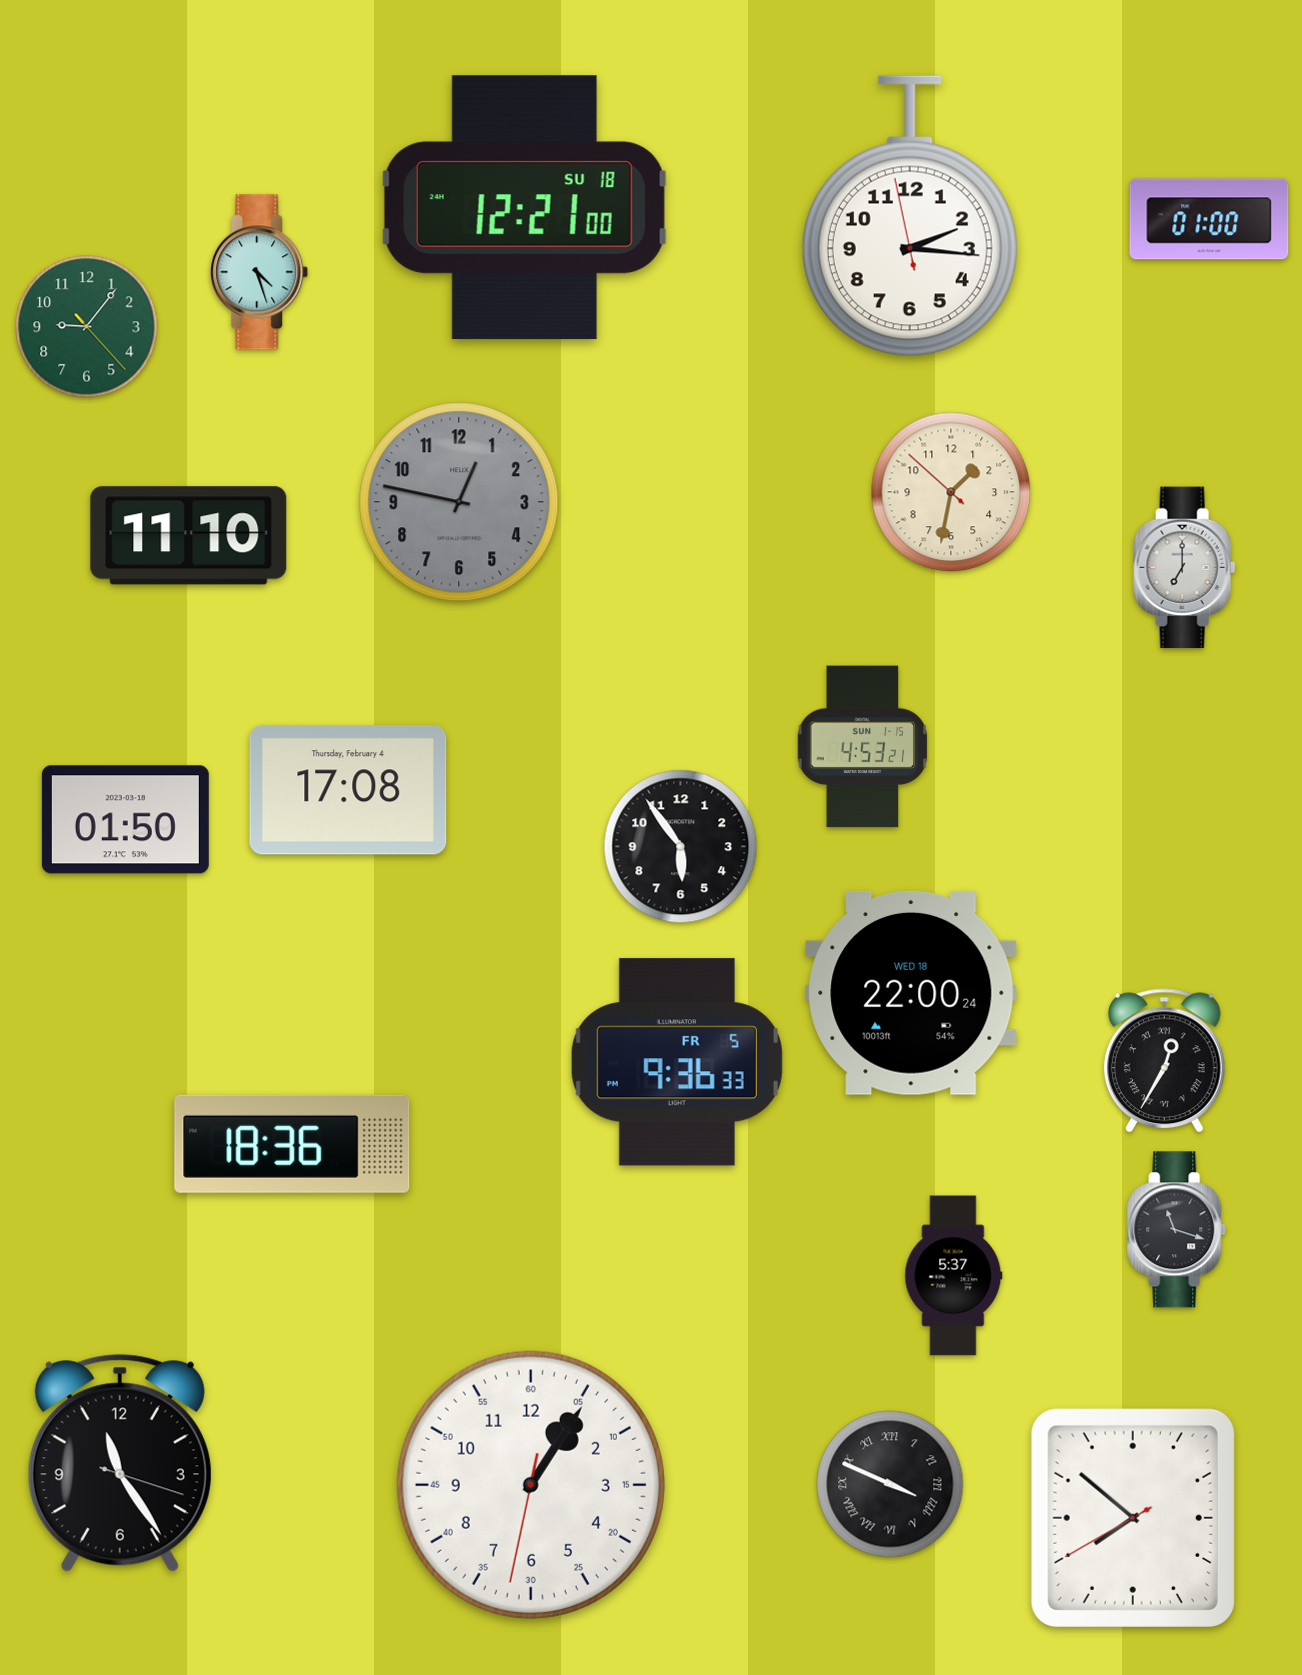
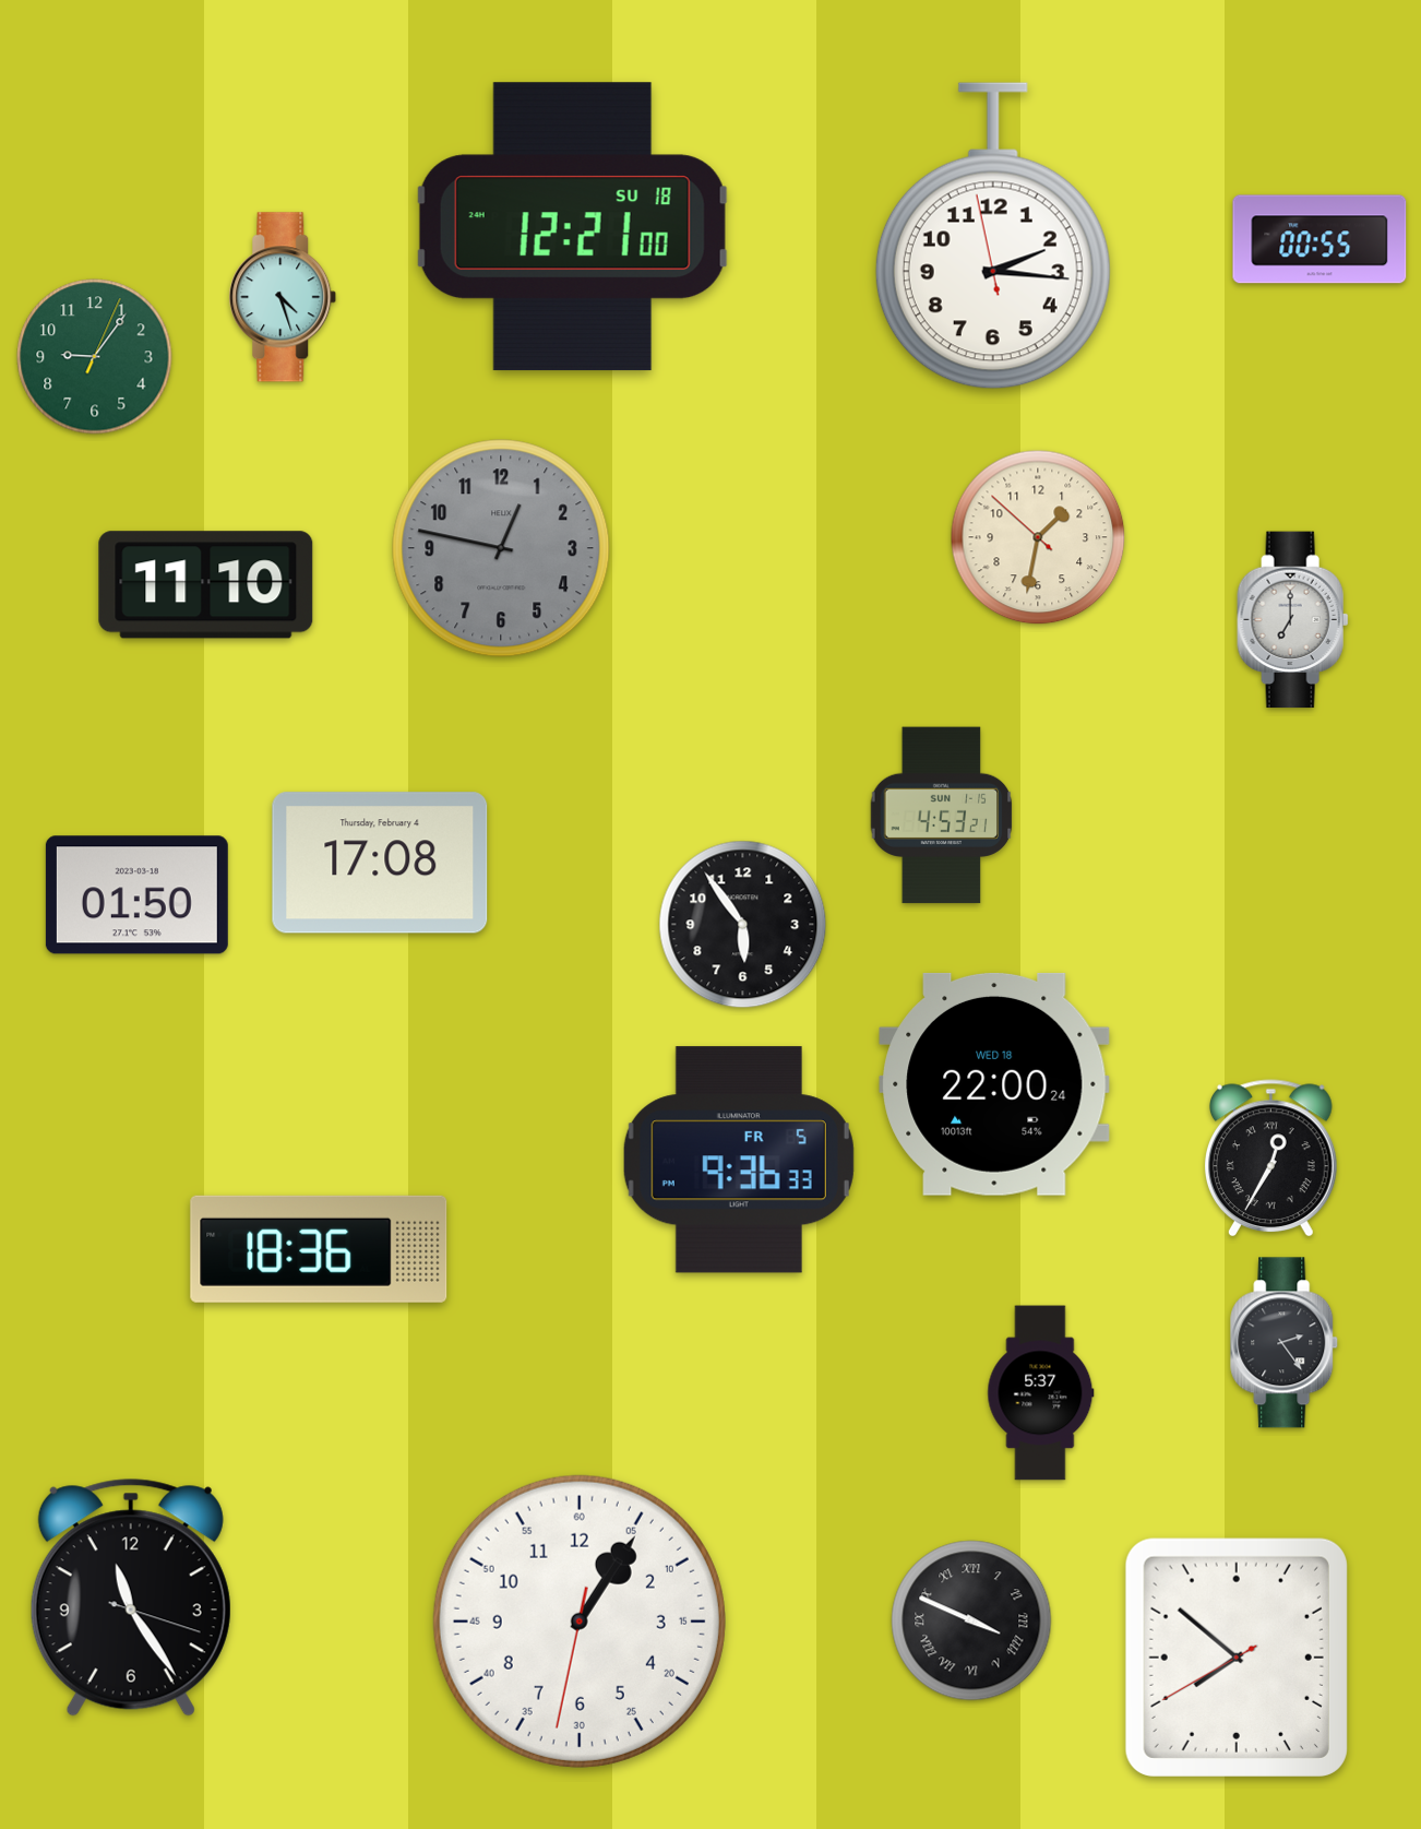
clock at (1209, 219): 01:00 -> 00:55
clock at (87, 327): 9:06:23 -> 9:06:04
clock at (1177, 1230): 11:18 -> 2:24
